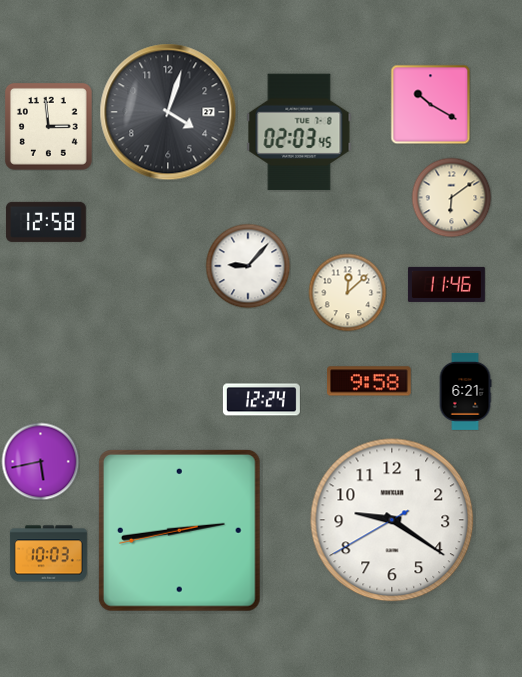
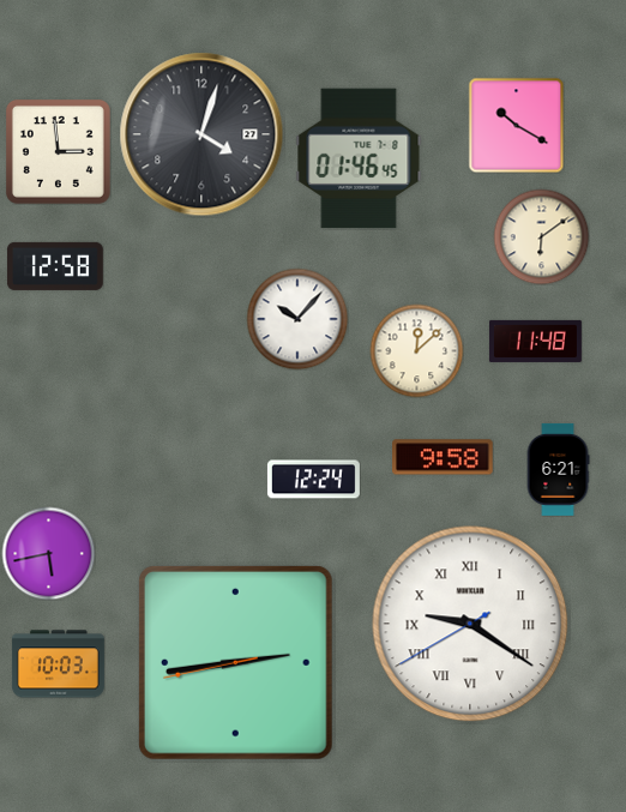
clock at (299, 132): 02:03 -> 01:46
clock at (248, 266): 9:07 -> 10:07
clock at (446, 284): 11:46 -> 11:48
clock at (392, 520) numerals: Arabic -> Roman
clock at (179, 530) position: (179, 530) -> (235, 662)
